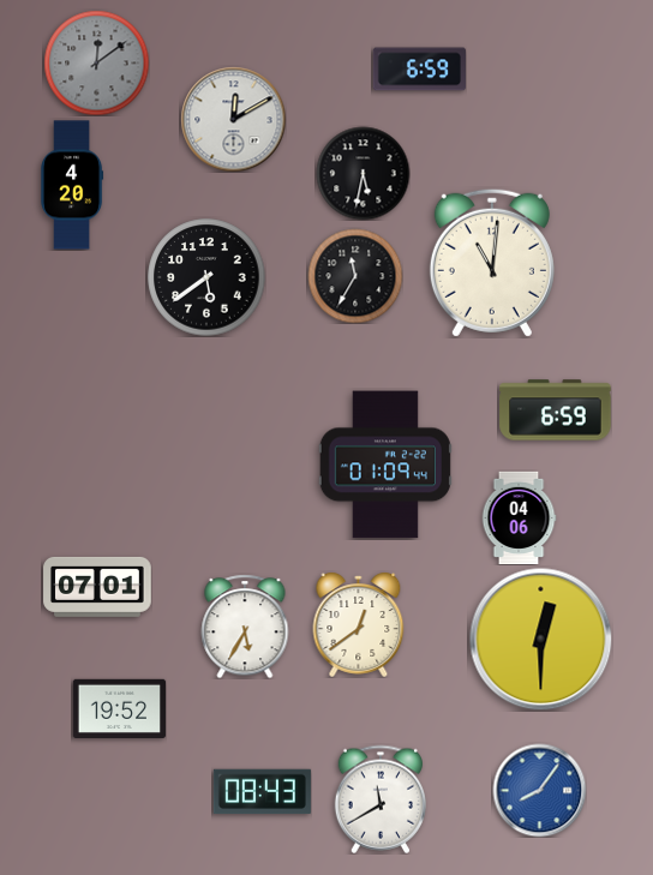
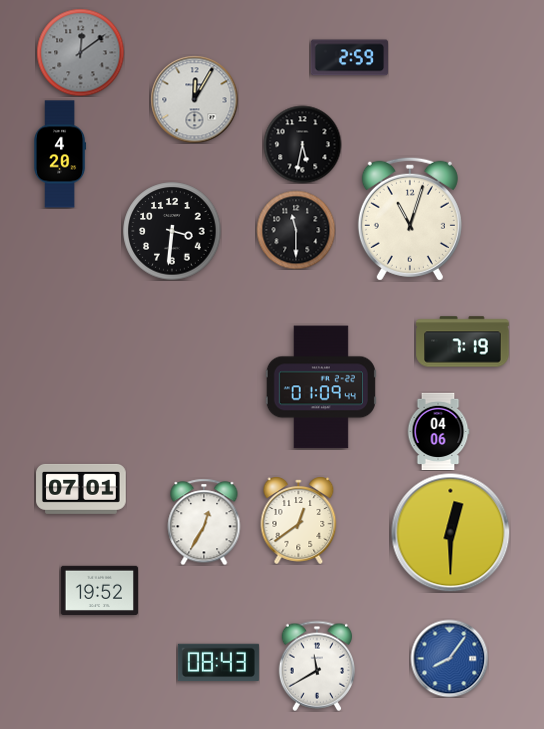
clock at (419, 70): 6:59 -> 2:59
clock at (233, 119): 12:10 -> 12:05
clock at (492, 263): 11:01 -> 11:03
clock at (355, 276): 11:35 -> 11:30
clock at (206, 277): 5:39 -> 3:31
clock at (556, 410): 6:59 -> 7:19
clock at (519, 517) position: (519, 517) -> (438, 431)
clock at (245, 627): 5:35 -> 12:35
clock at (262, 792) position: (262, 792) -> (218, 663)
